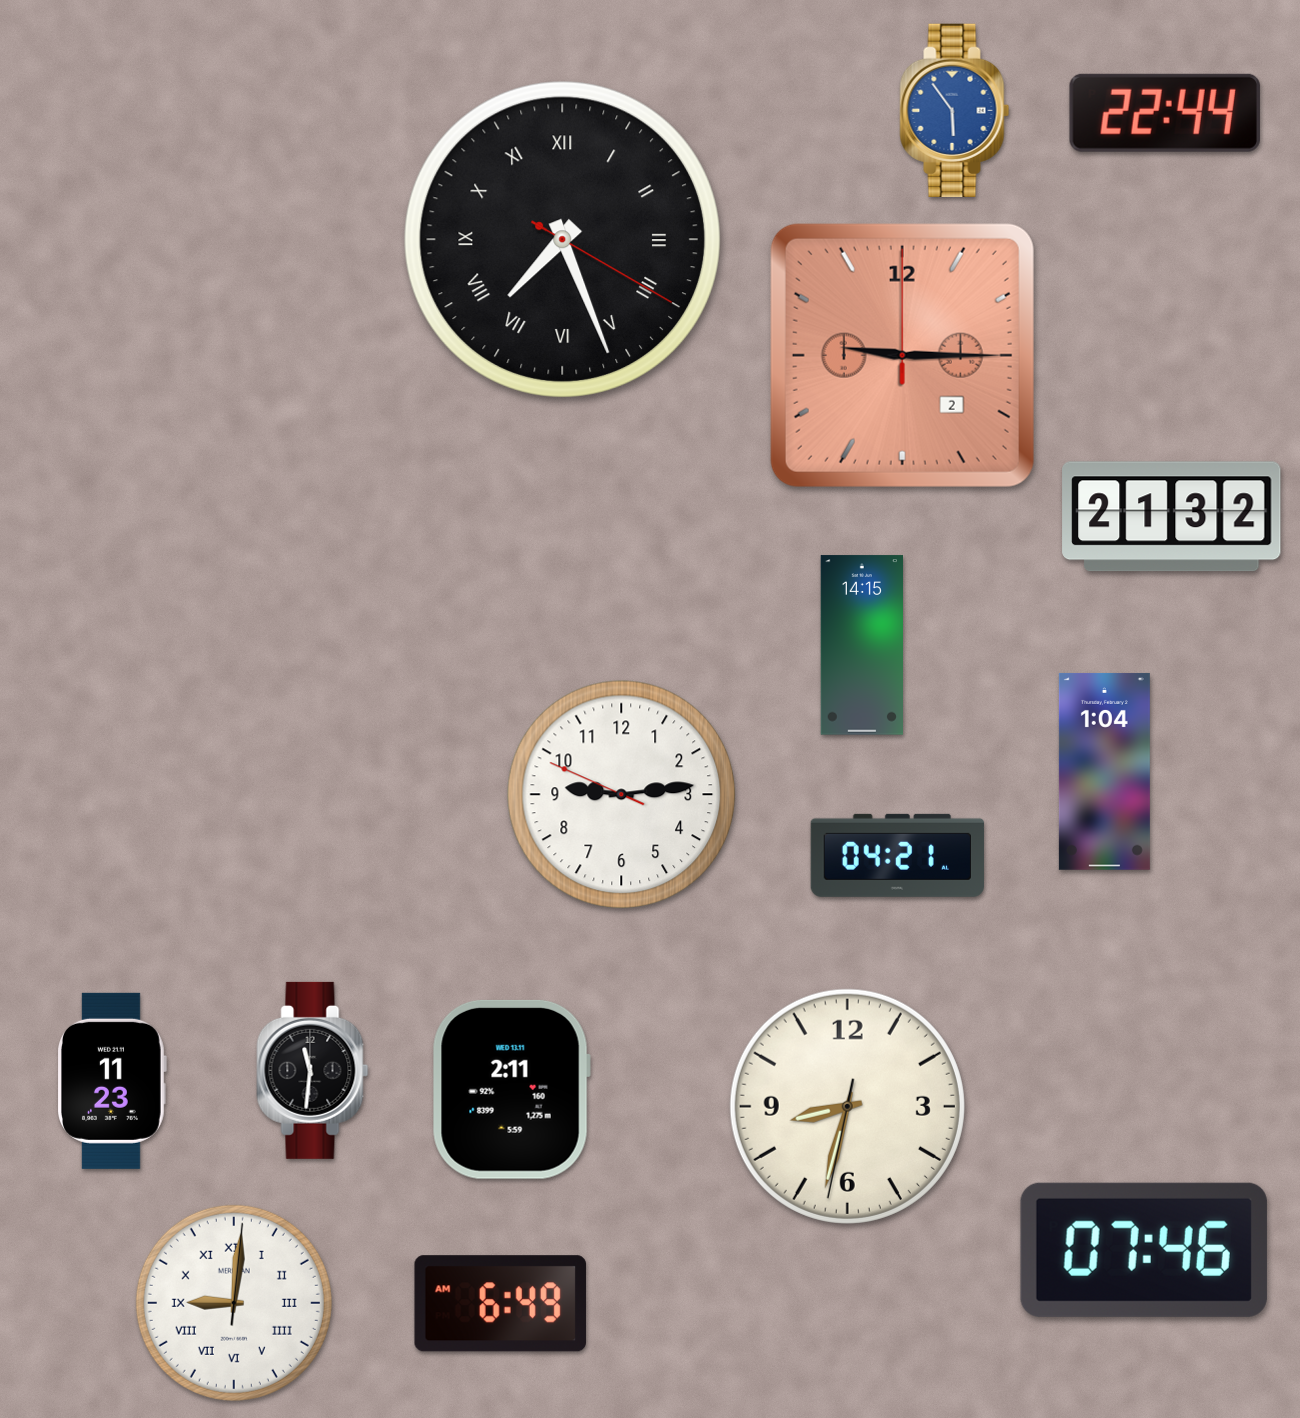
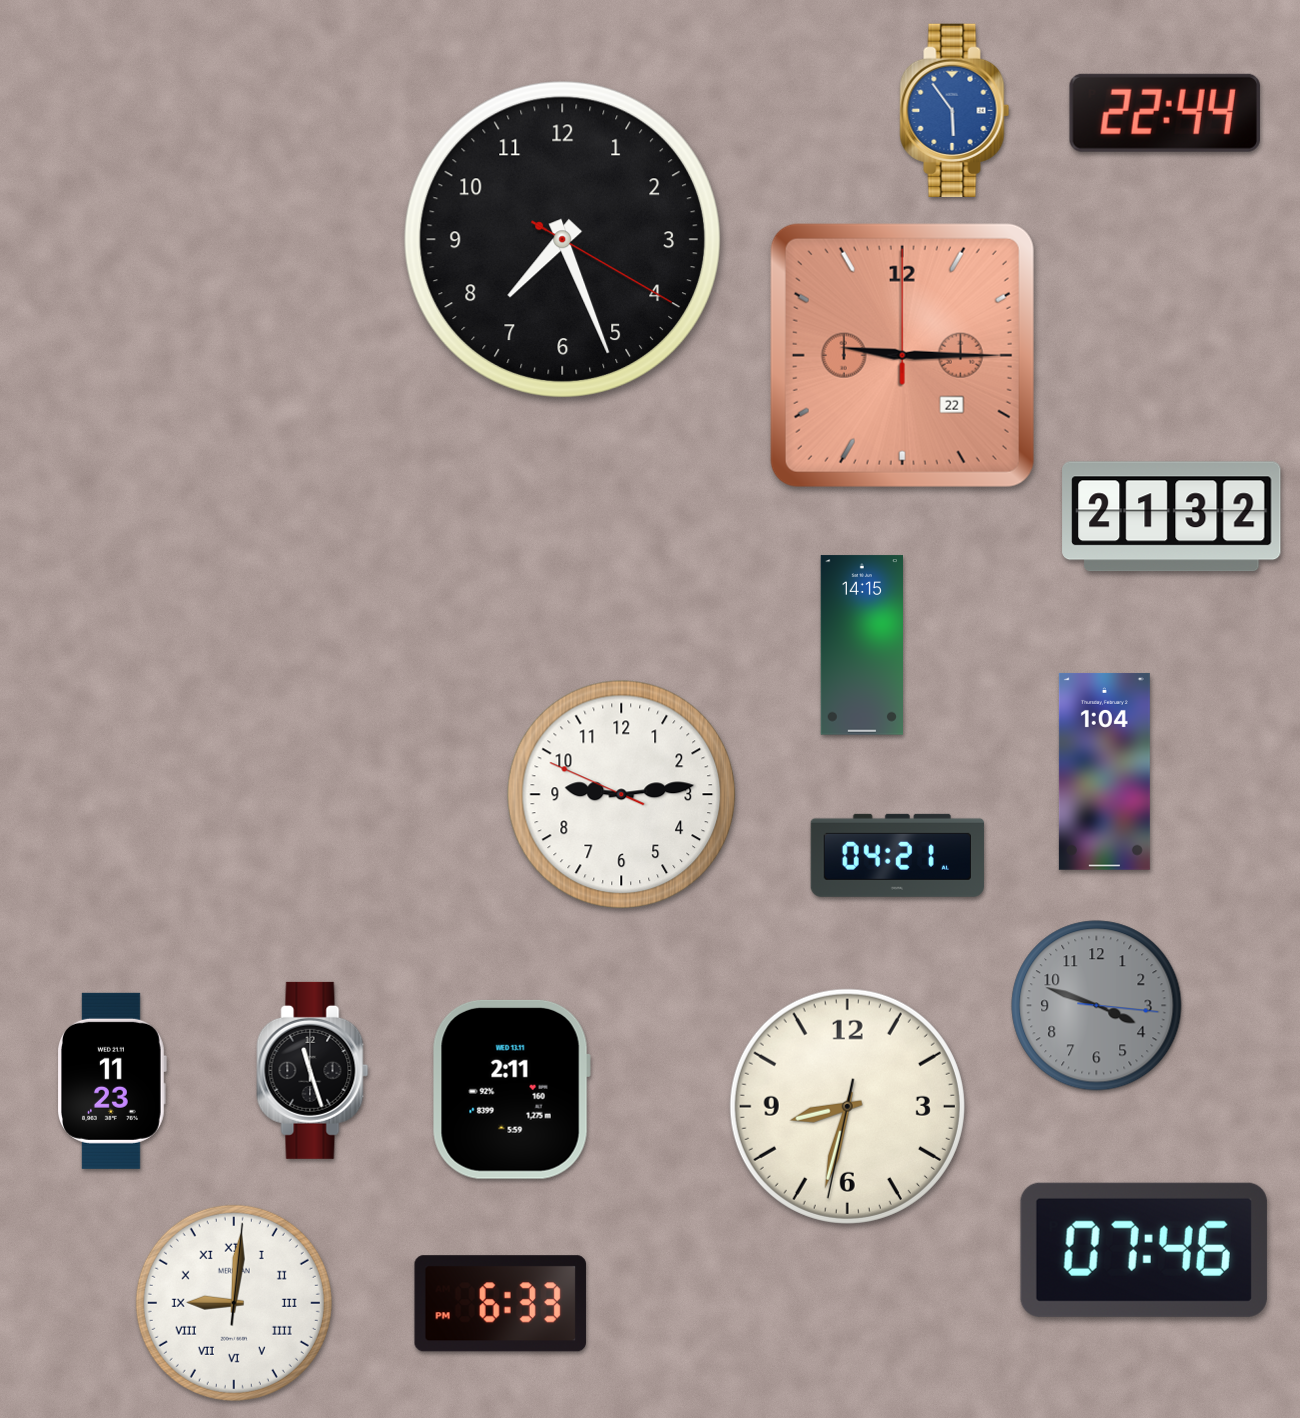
clock at (562, 239) numerals: Roman -> Arabic
clock at (902, 355) date: 2 -> 22
clock at (1097, 1006): none -> 3:48
clock at (313, 1070): 11:31 -> 11:27
clock at (500, 1304): 6:49 -> 6:33
